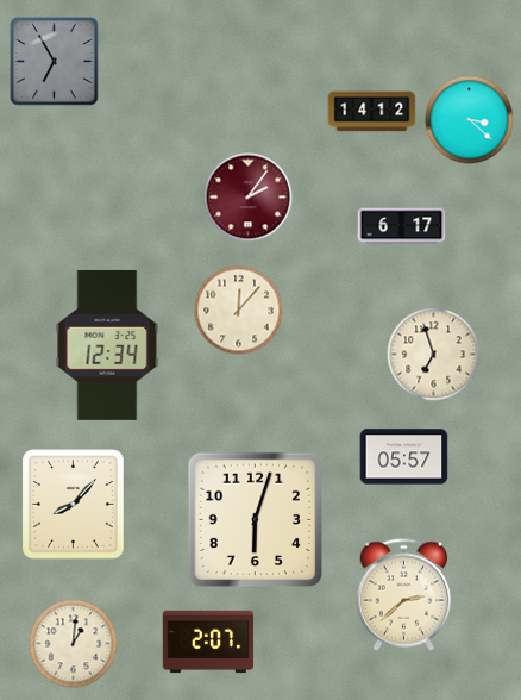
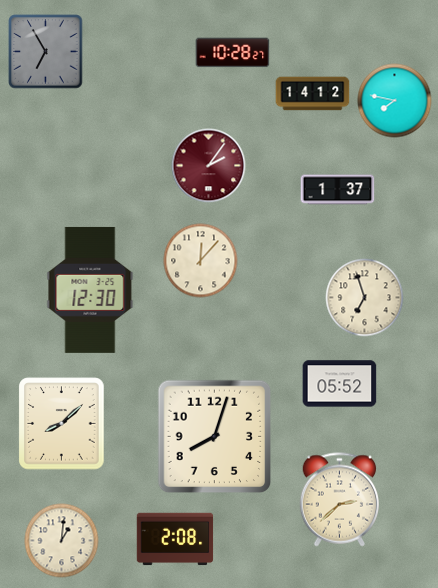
clock at (233, 53): none -> 10:28
clock at (470, 120): 3:22 -> 7:47
clock at (402, 226): 6:17 -> 1:37
clock at (107, 345): 12:34 -> 12:30
clock at (404, 457): 05:57 -> 05:52
clock at (74, 505): 8:07 -> 8:08
clock at (256, 520): 6:03 -> 8:03
clock at (208, 642): 2:07 -> 2:08
